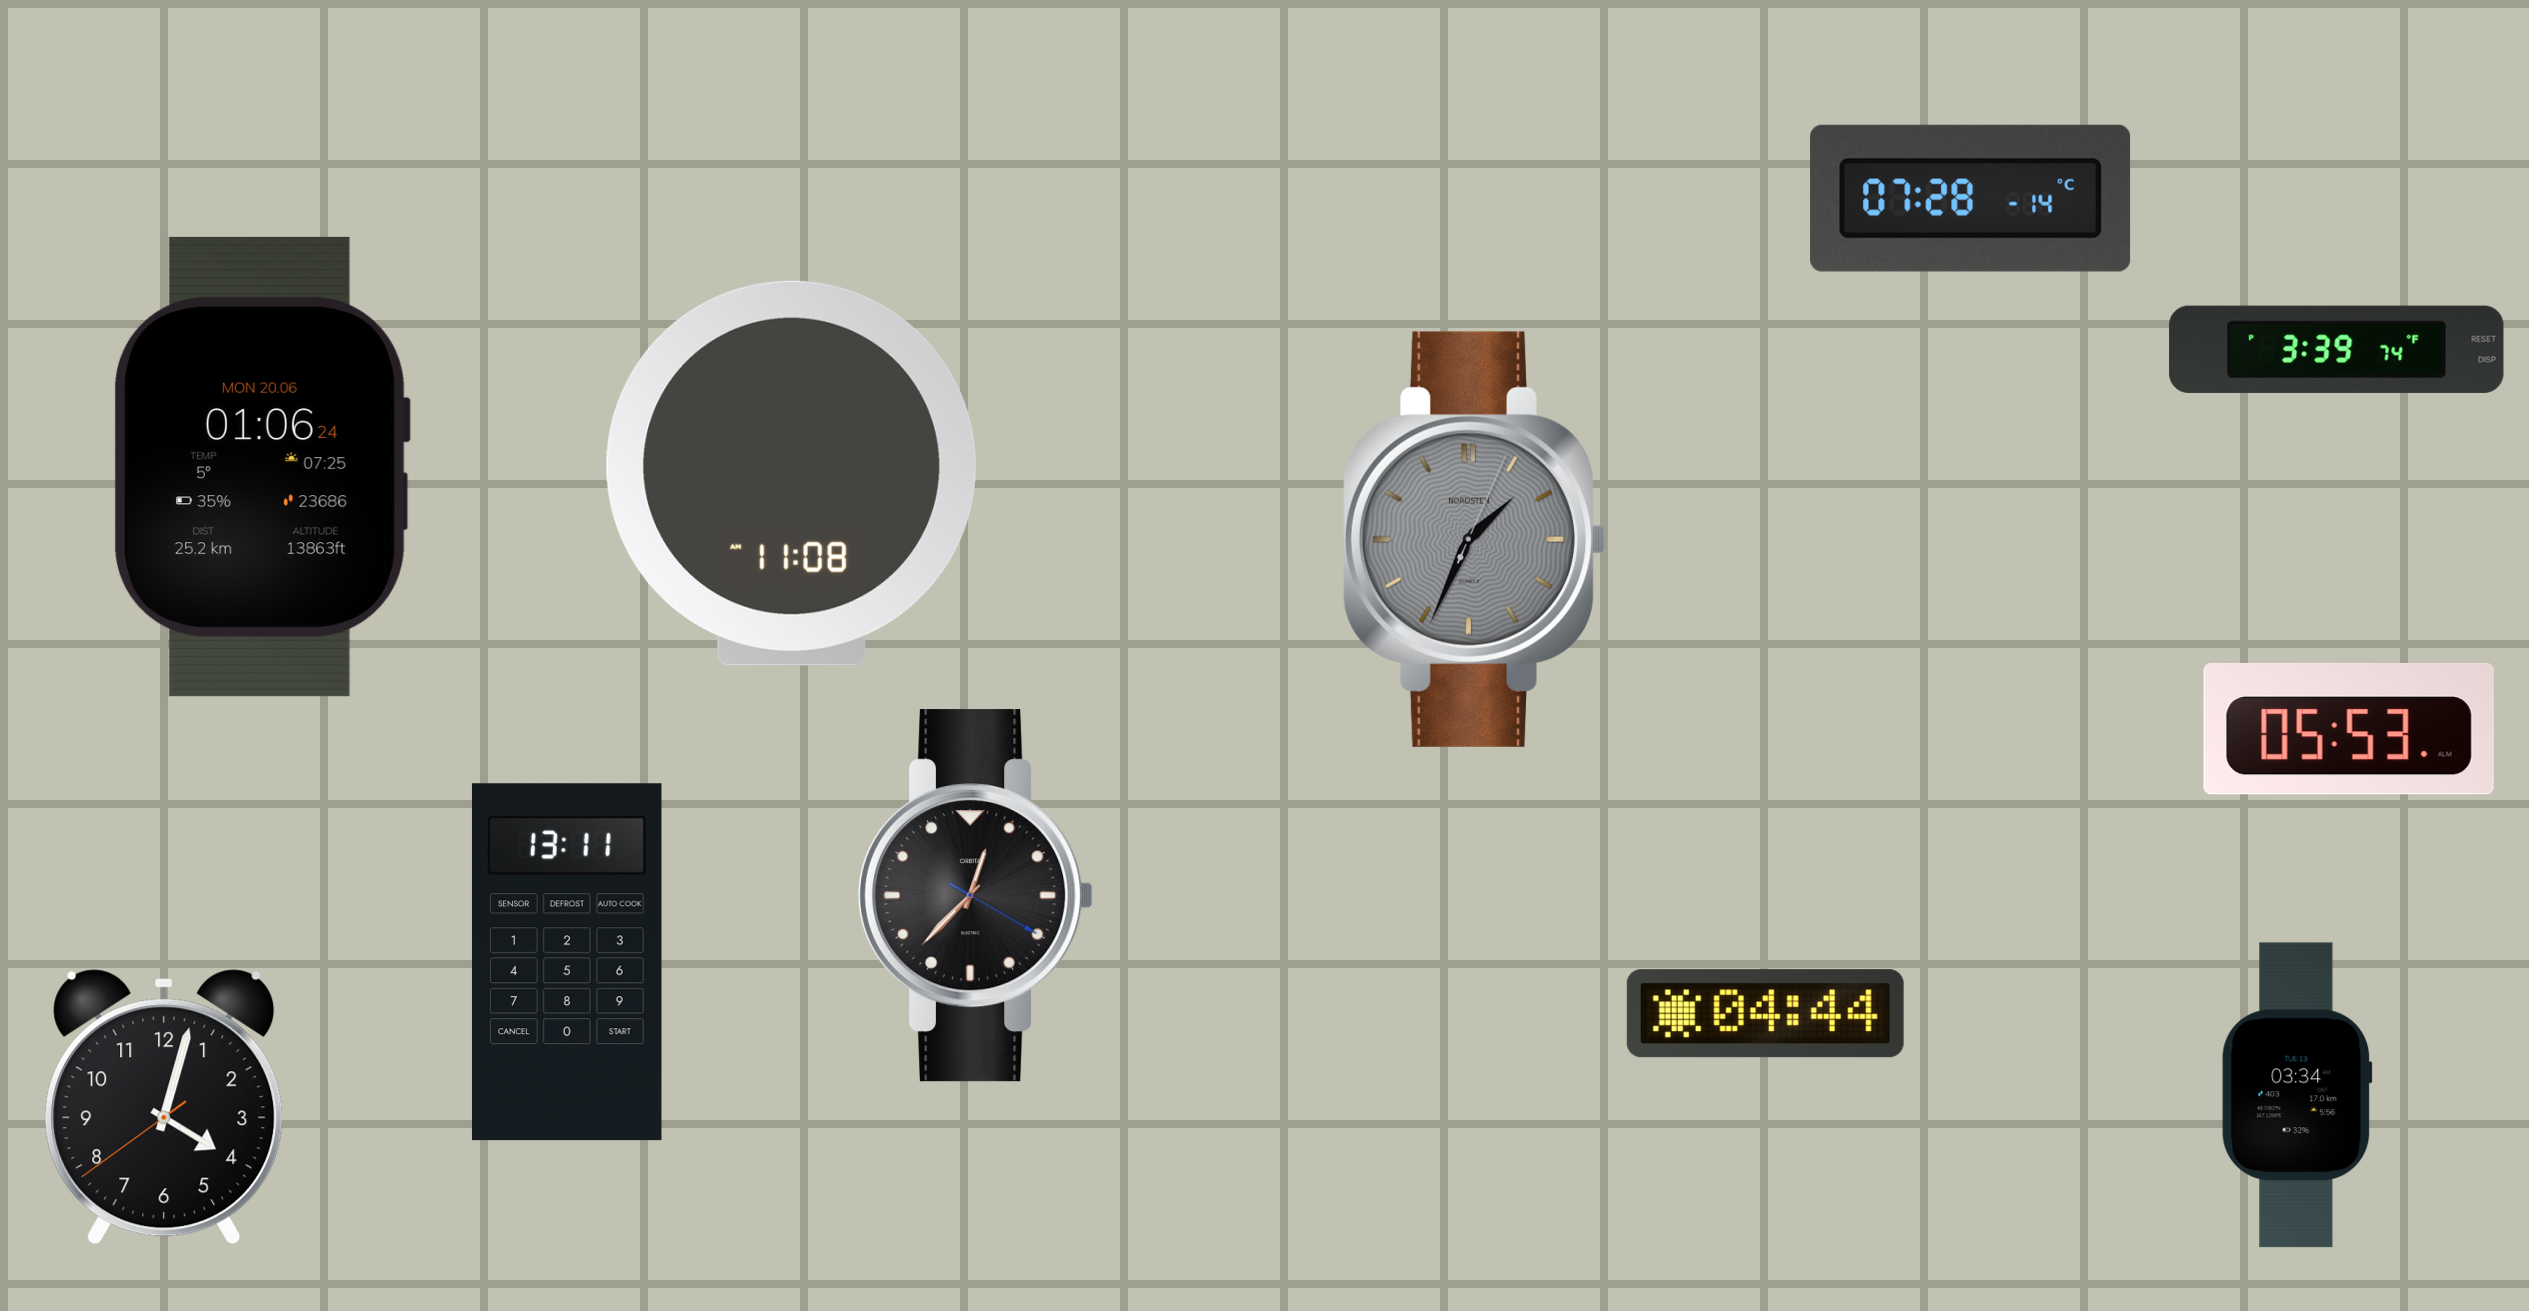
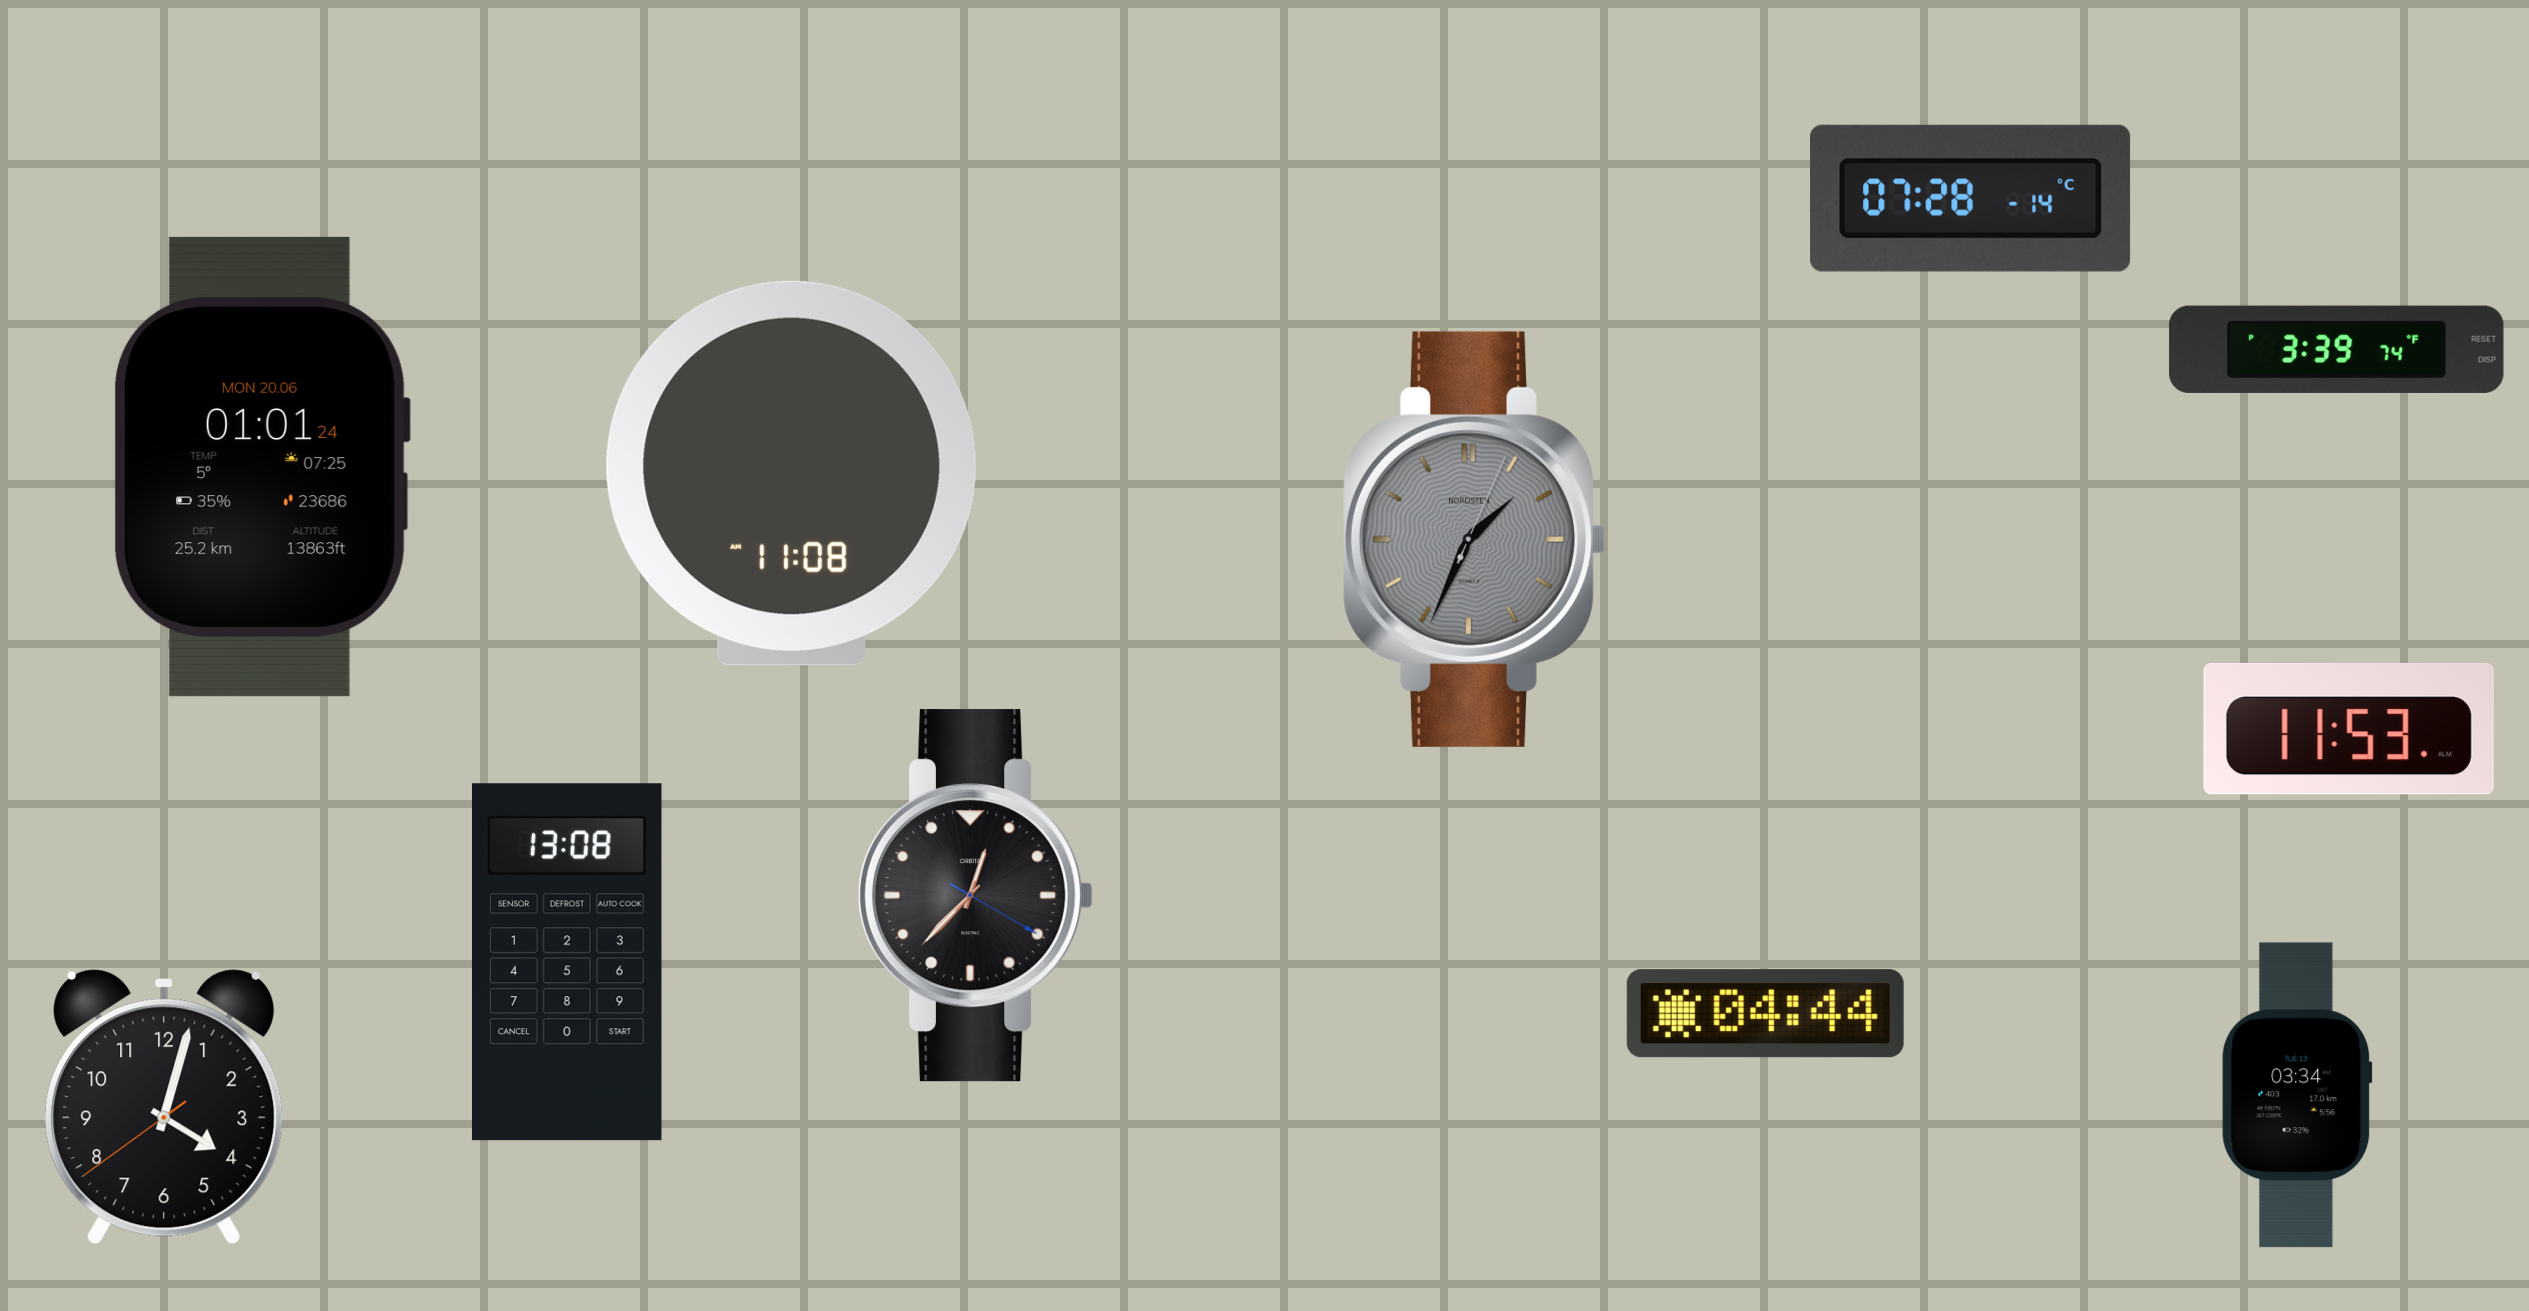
clock at (261, 467): 01:06 -> 01:01
clock at (2349, 729): 05:53 -> 11:53
clock at (567, 962): 13:11 -> 13:08
